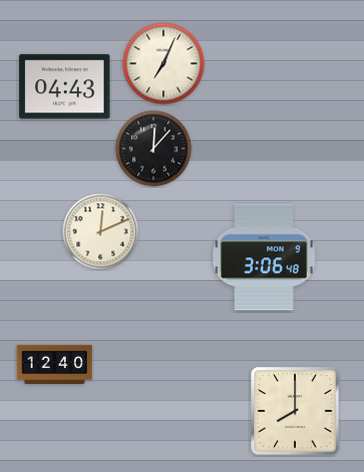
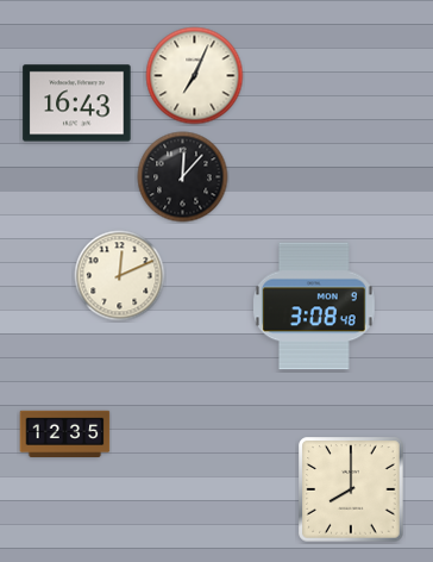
clock at (65, 87): 04:43 -> 16:43
clock at (264, 257): 3:06 -> 3:08
clock at (55, 365): 12:40 -> 12:35
